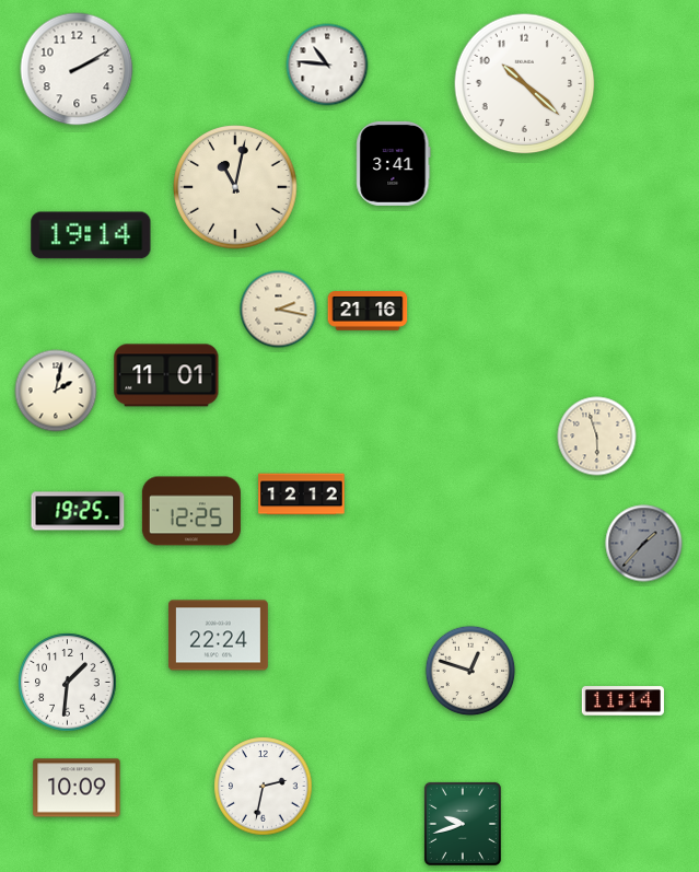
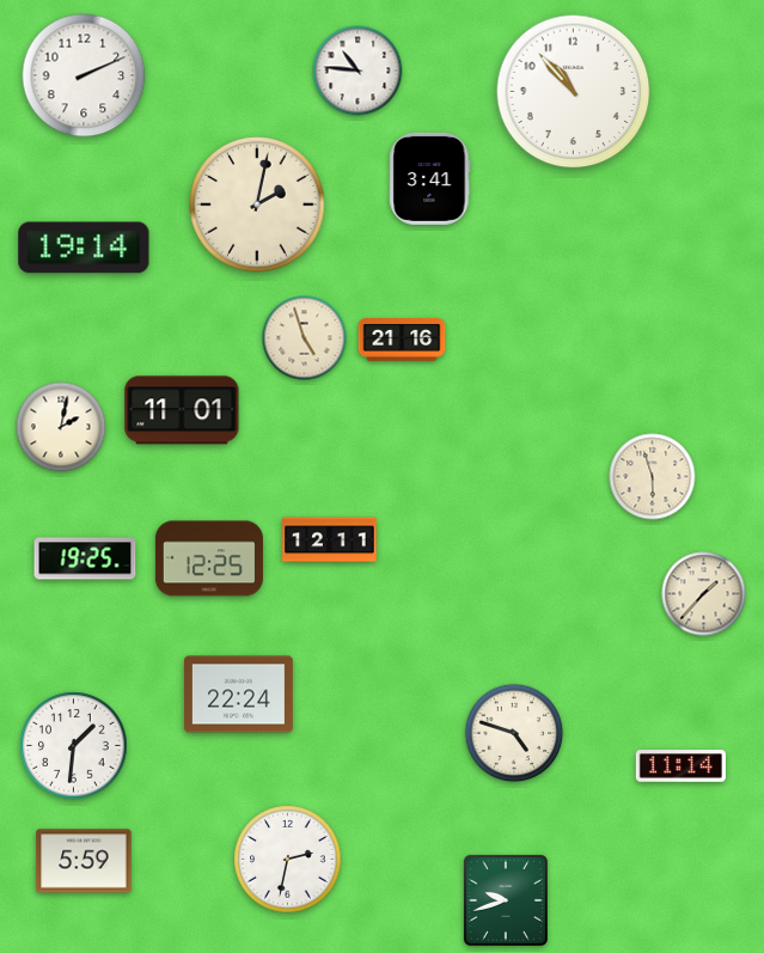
clock at (77, 69): 2:10 -> 2:11
clock at (525, 84): 10:22 -> 10:53
clock at (235, 187): 11:02 -> 2:02
clock at (91, 235) position: (91, 235) -> (84, 248)
clock at (279, 310): 2:17 -> 4:57
clock at (302, 495): 12:12 -> 12:11
clock at (644, 544) dial: grey -> cream
clock at (470, 671): 12:48 -> 4:48
clock at (77, 788): 10:09 -> 5:59
